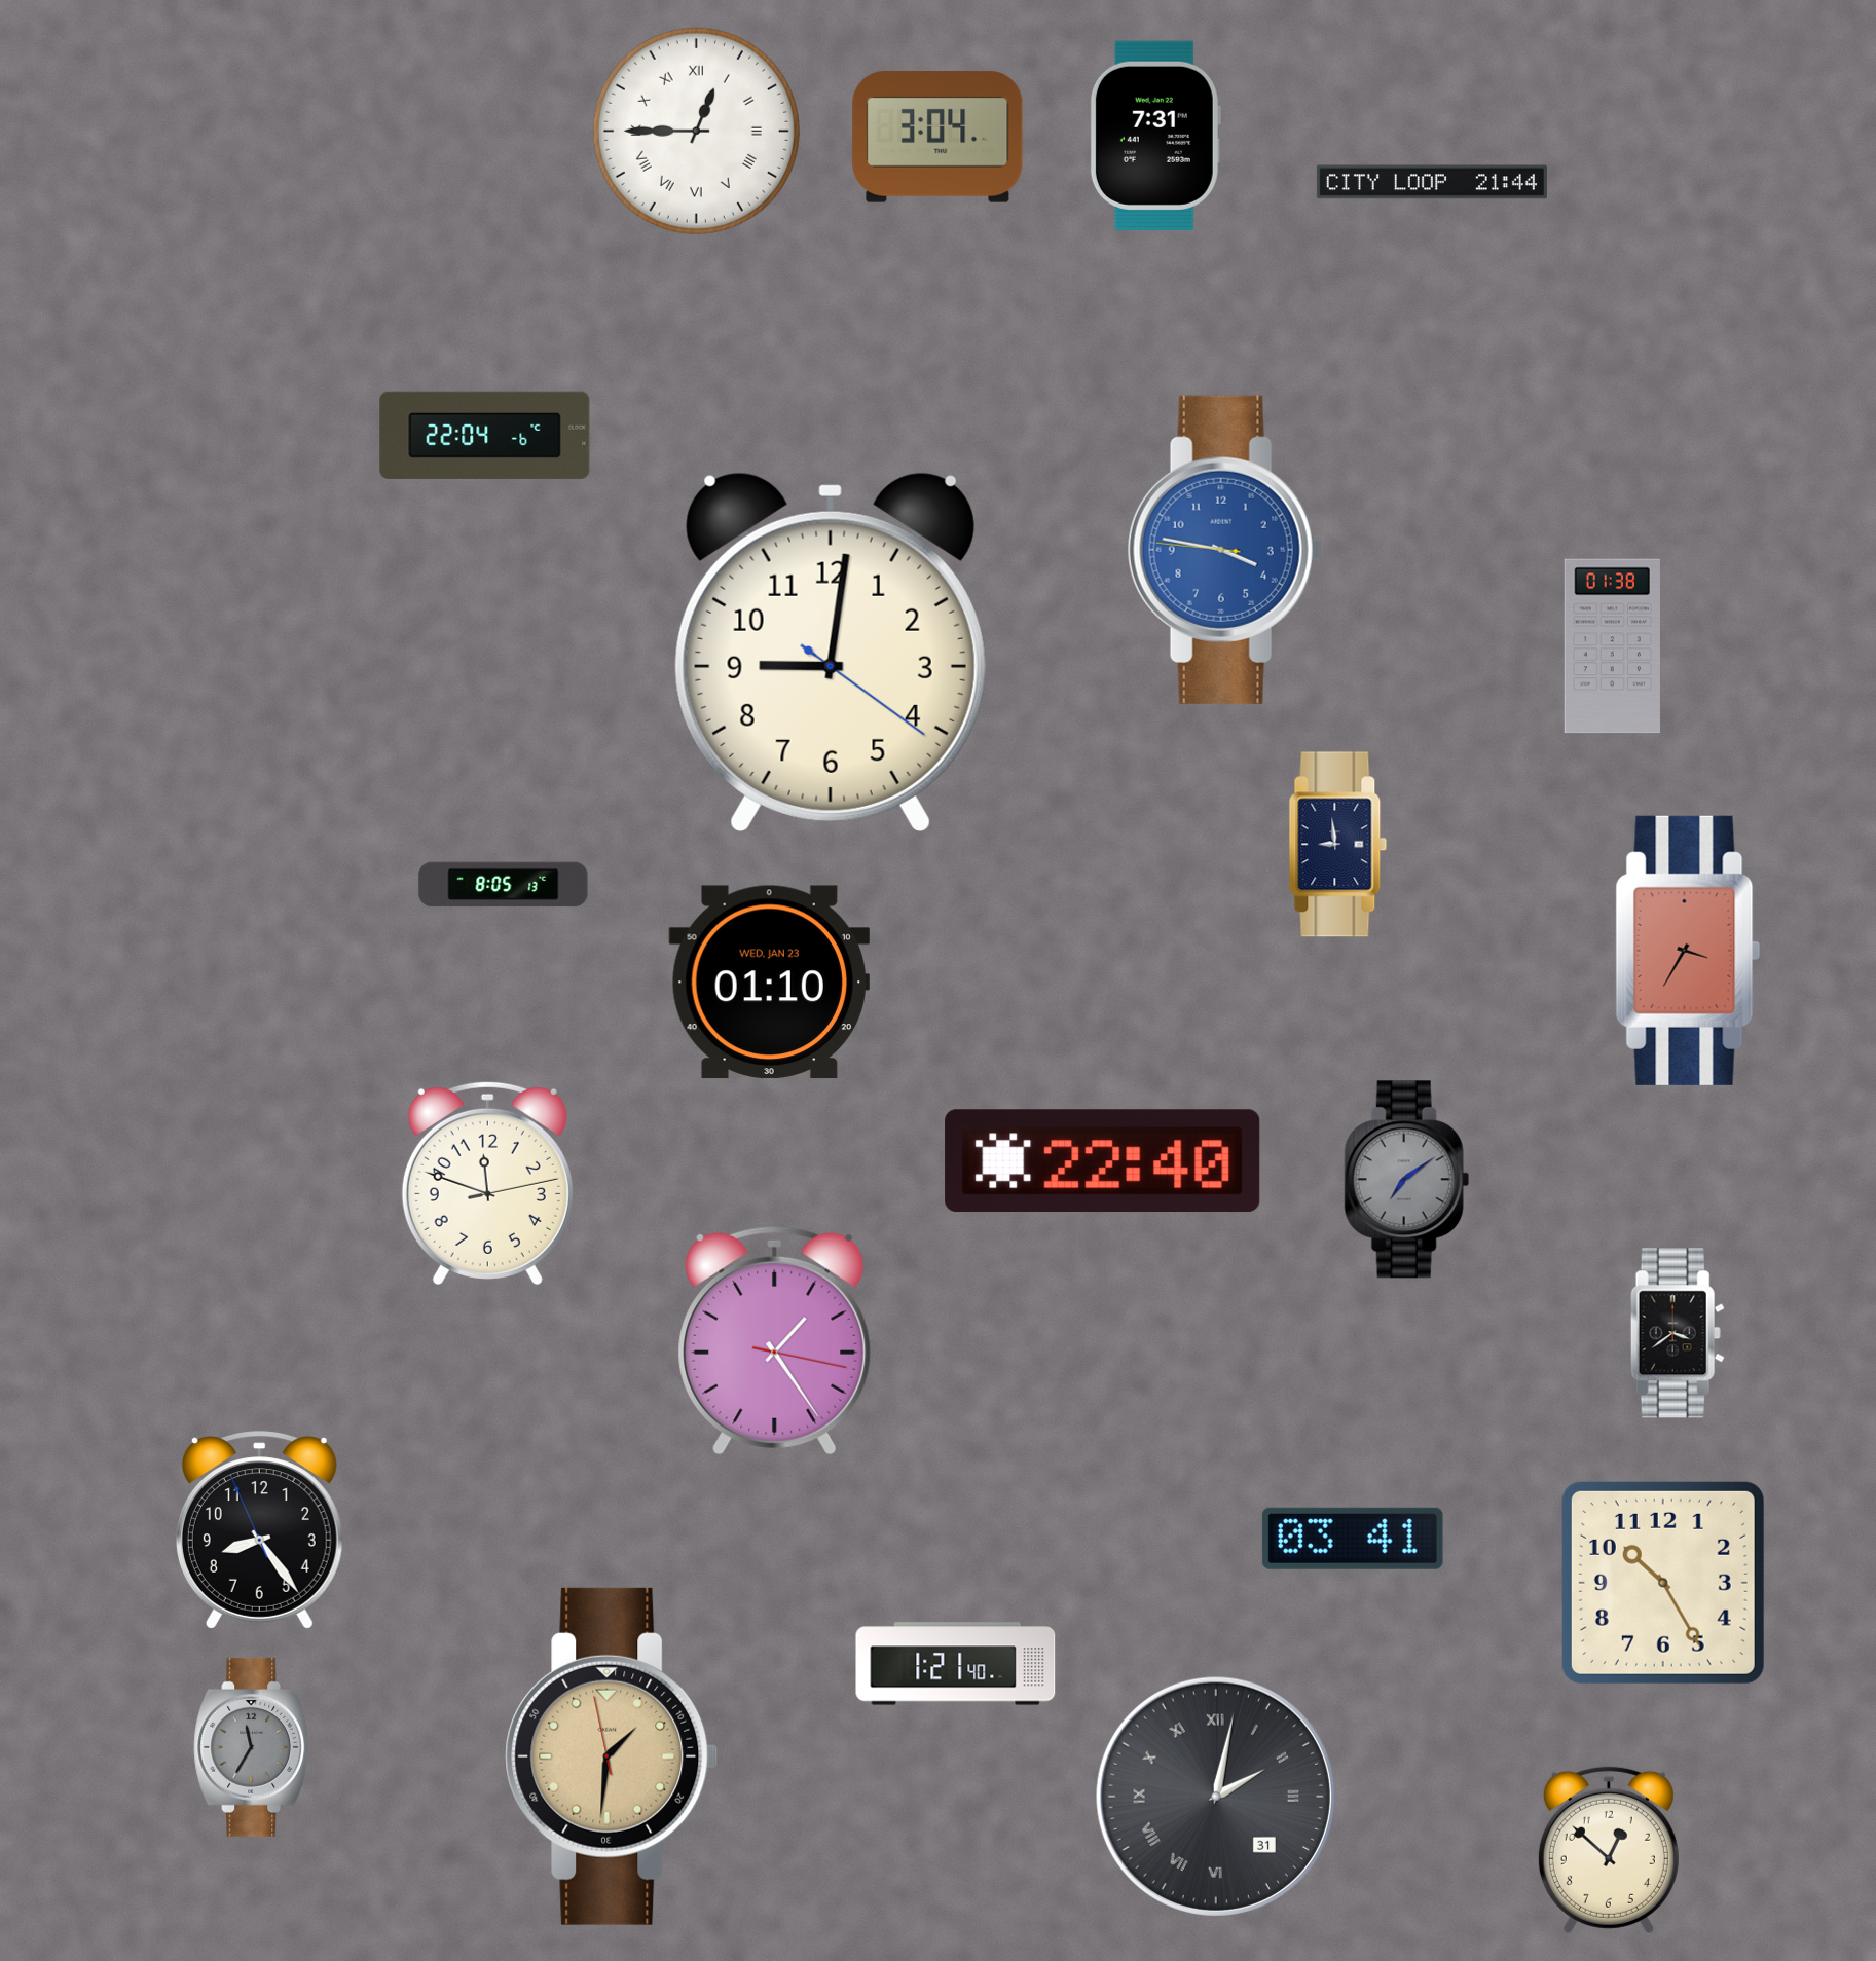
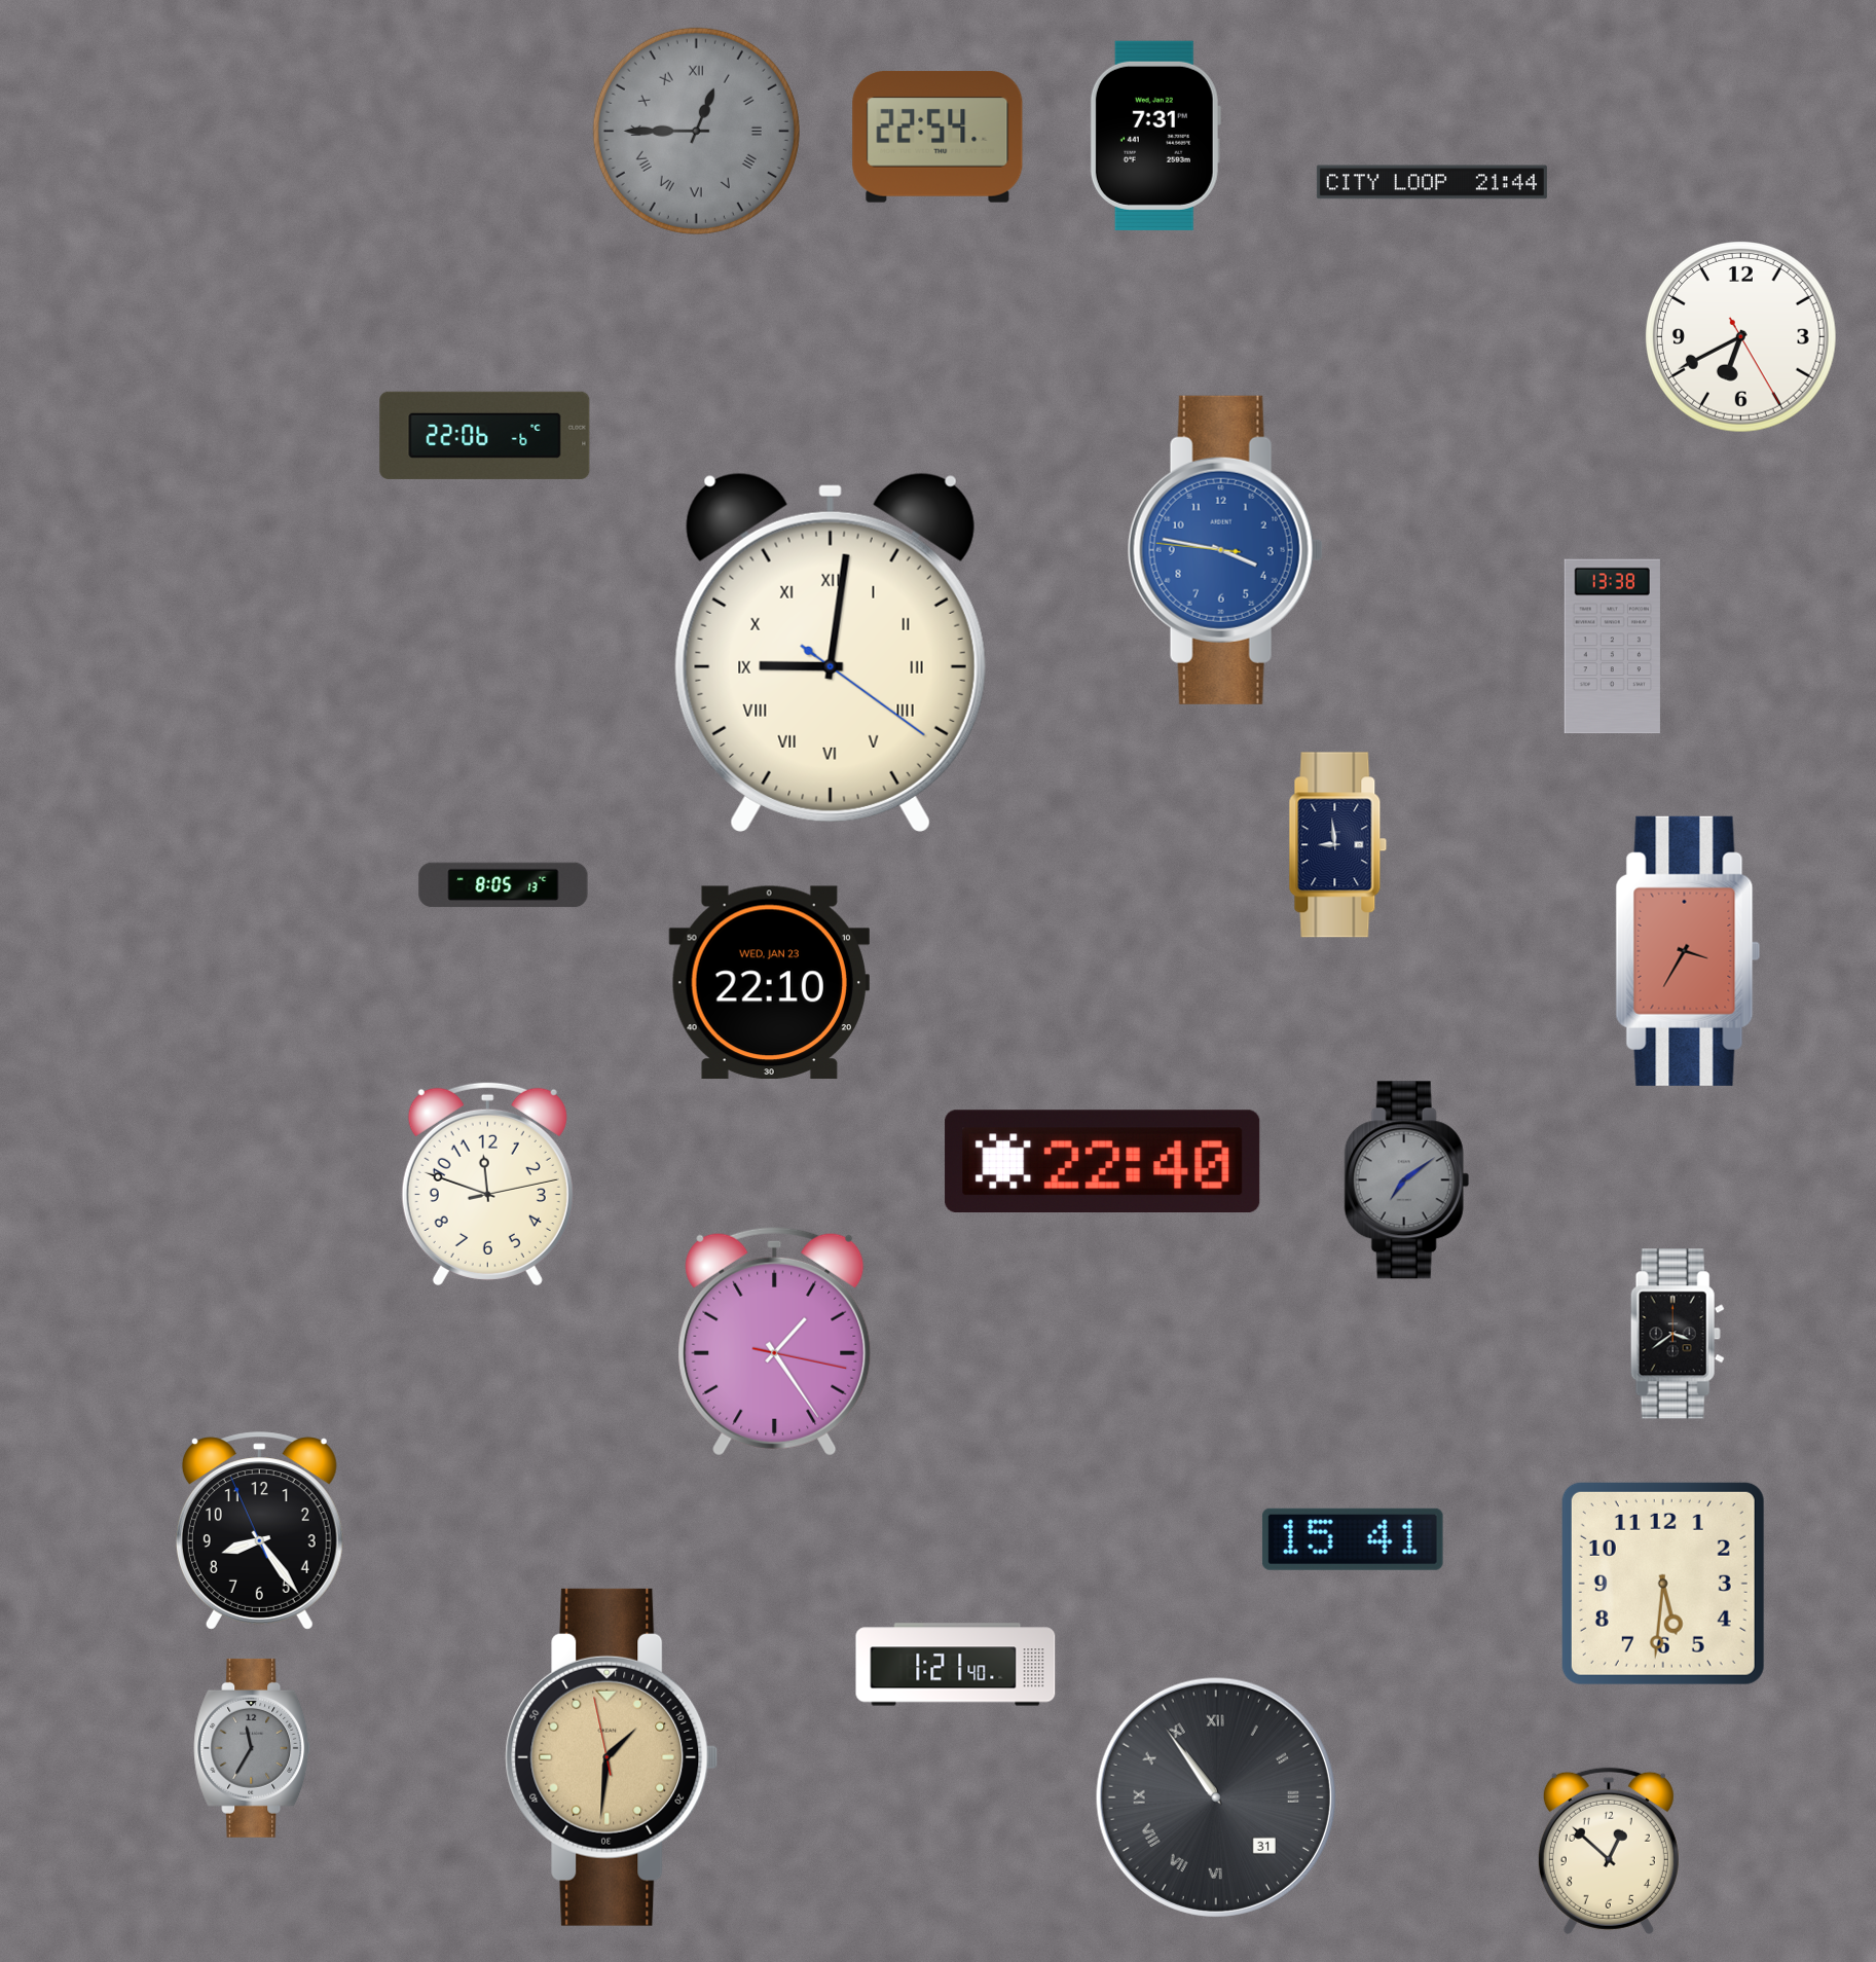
clock at (696, 131) dial: white -> grey
clock at (937, 137): 3:04 -> 22:54
clock at (1741, 337): none -> 6:40
clock at (485, 435): 22:04 -> 22:06
clock at (1612, 646): 01:38 -> 13:38
clock at (831, 652) numerals: Arabic -> Roman
clock at (769, 983): 01:10 -> 22:10
clock at (1353, 1539): 03:41 -> 15:41
clock at (1663, 1583): 10:25 -> 5:31
clock at (1216, 1797): 2:02 -> 10:54
